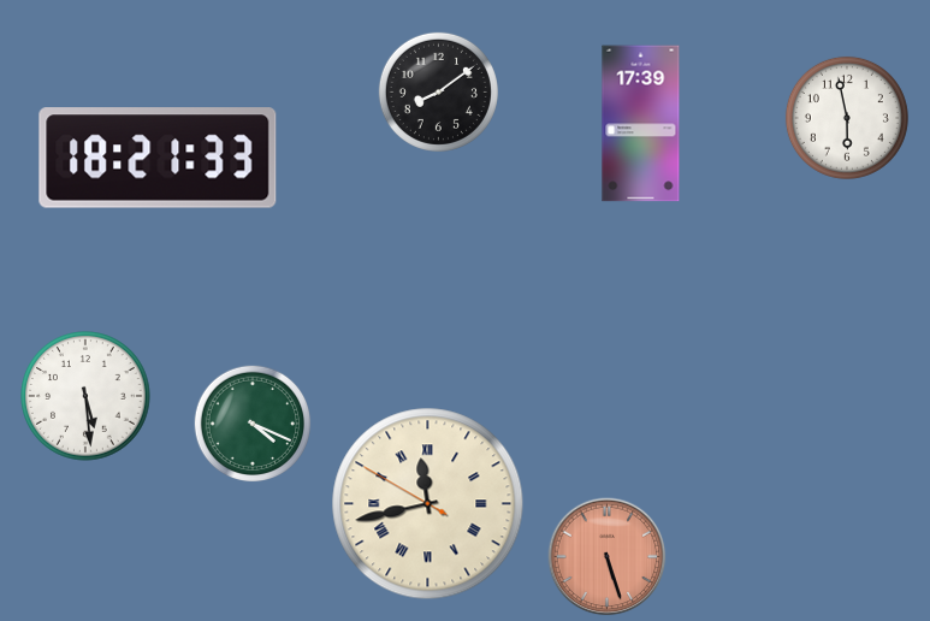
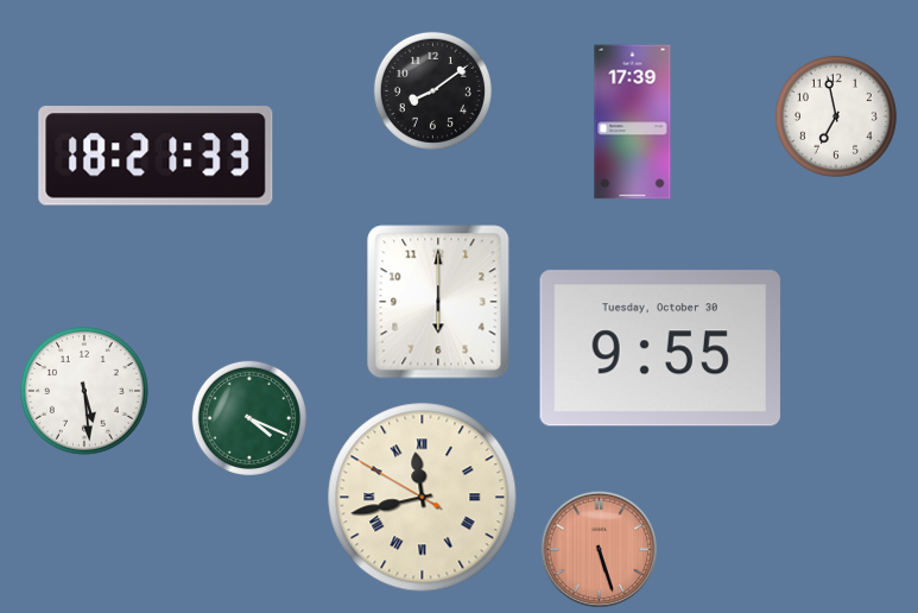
clock at (847, 118): 5:58 -> 6:58
clock at (438, 302): none -> 6:00
clock at (660, 348): none -> 9:55
